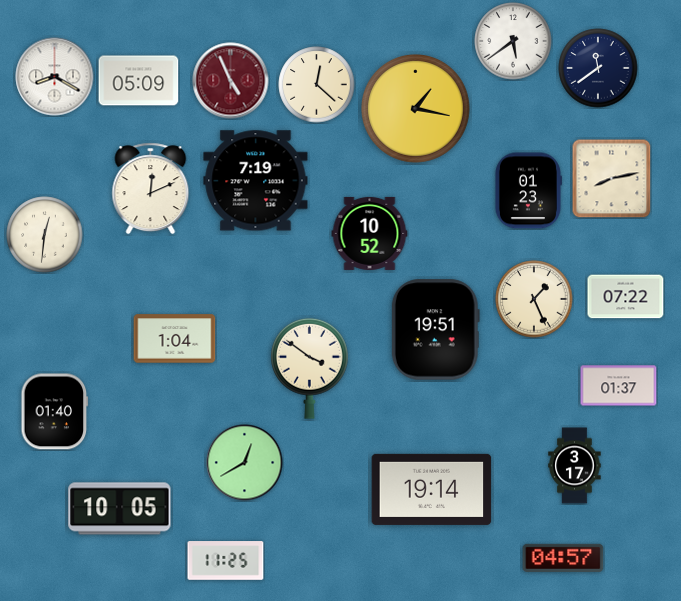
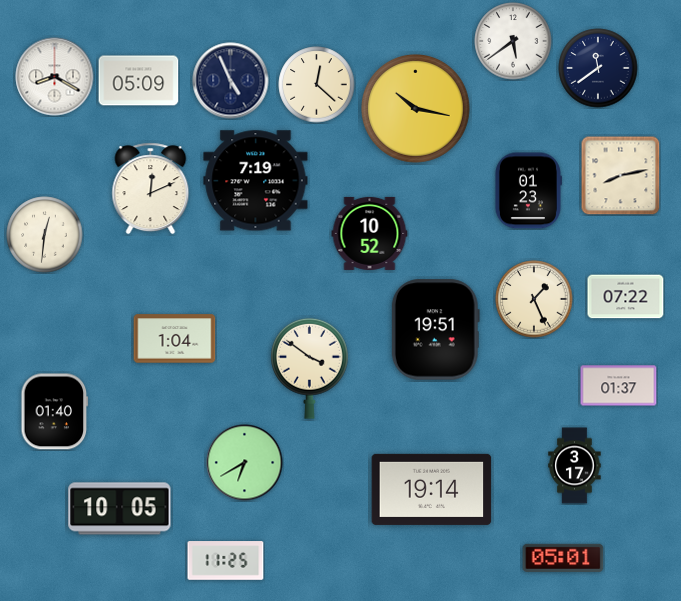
clock at (231, 81) dial: burgundy -> navy
clock at (416, 109): 1:17 -> 10:17
clock at (612, 179) position: (612, 179) -> (621, 176)
clock at (245, 463): 12:40 -> 6:40
clock at (563, 558): 04:57 -> 05:01
